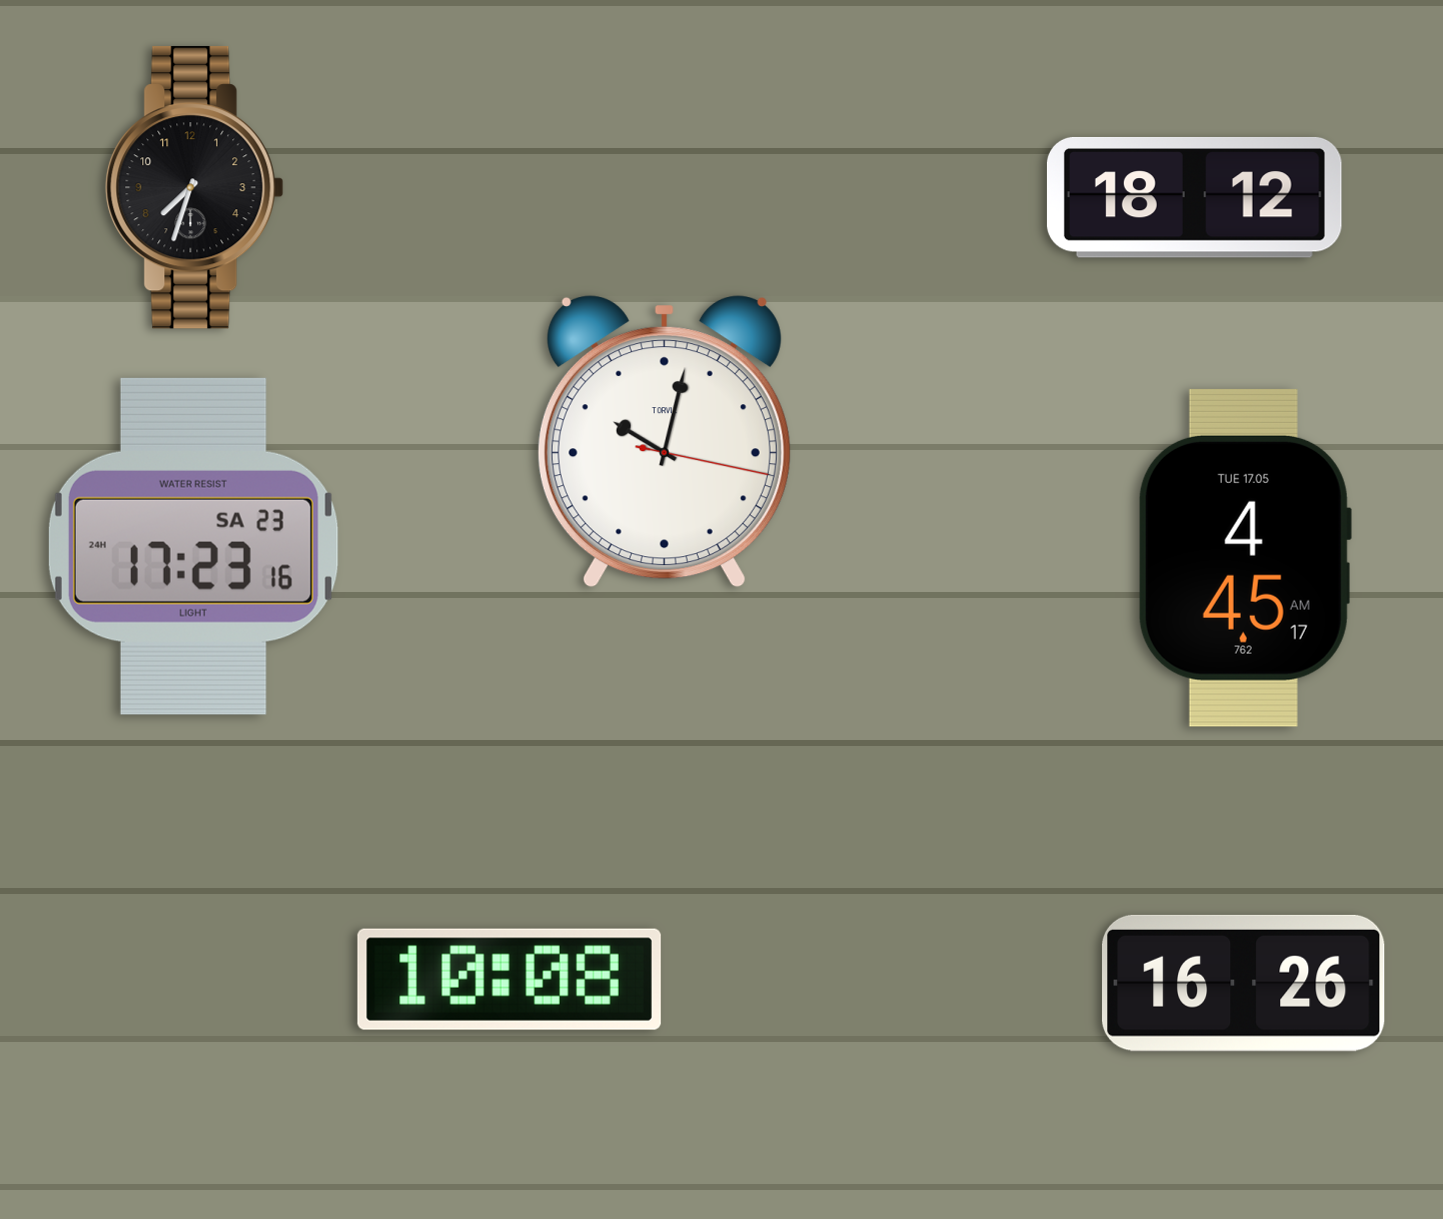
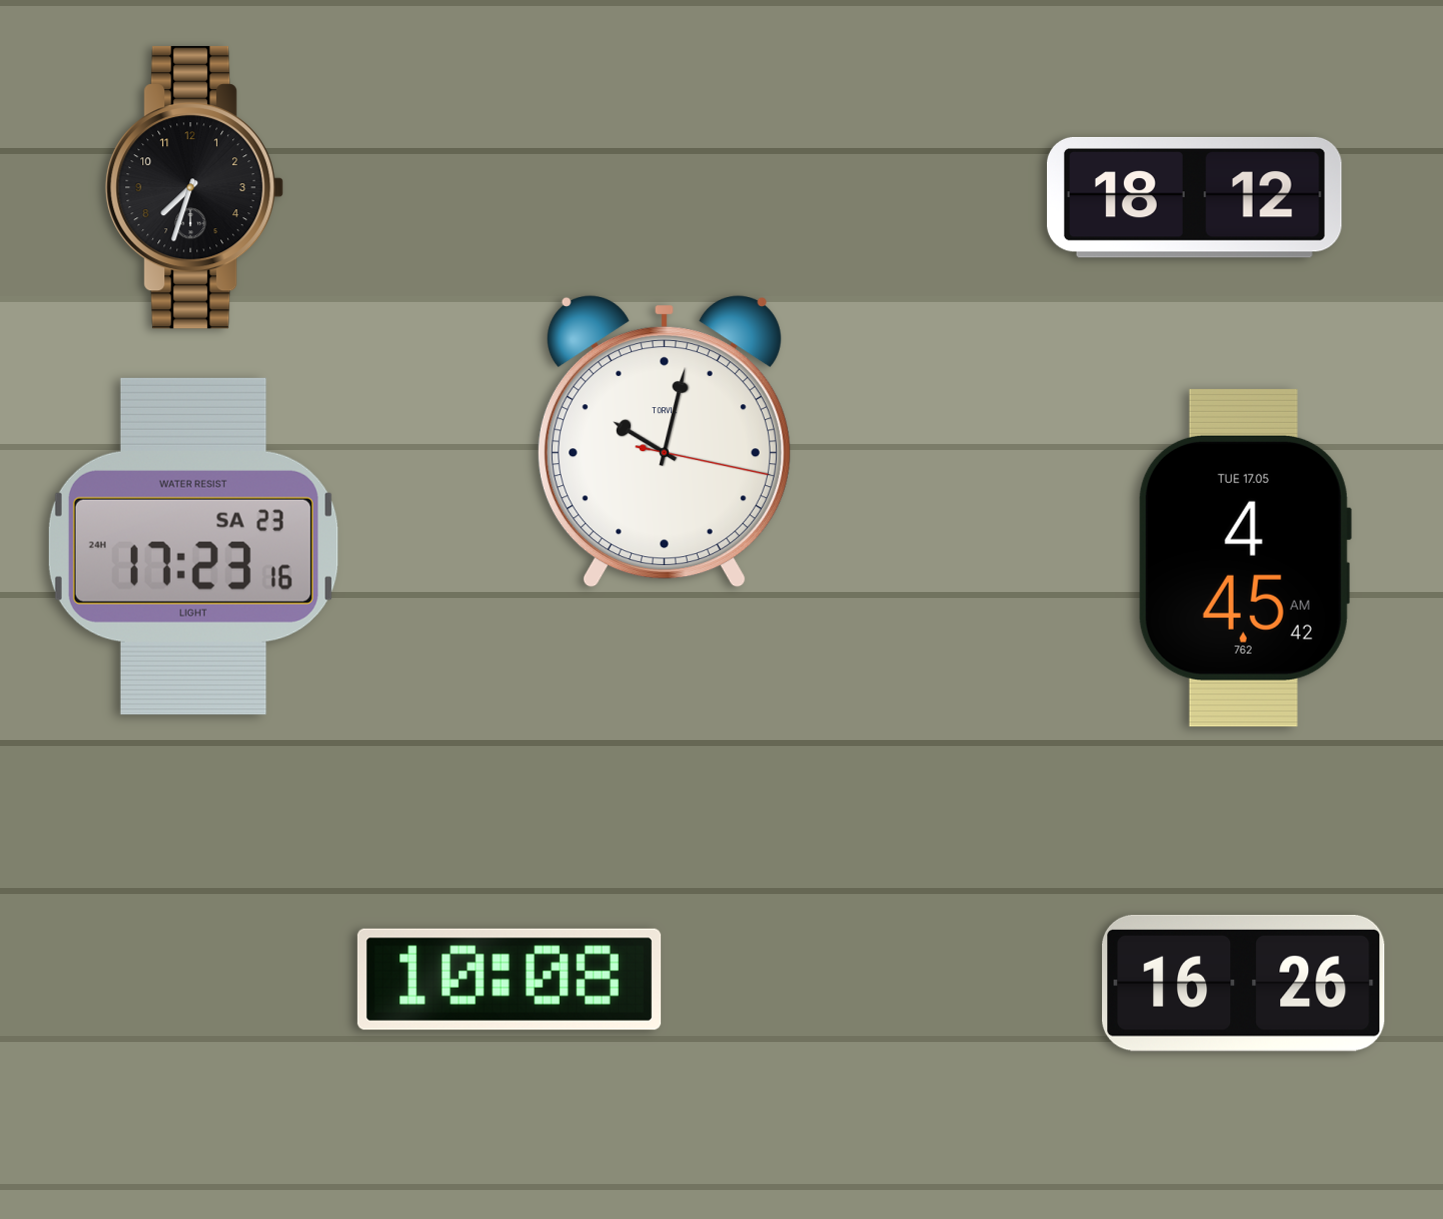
clock at (1245, 558): 4:45:17 AM -> 4:45:42 AM
